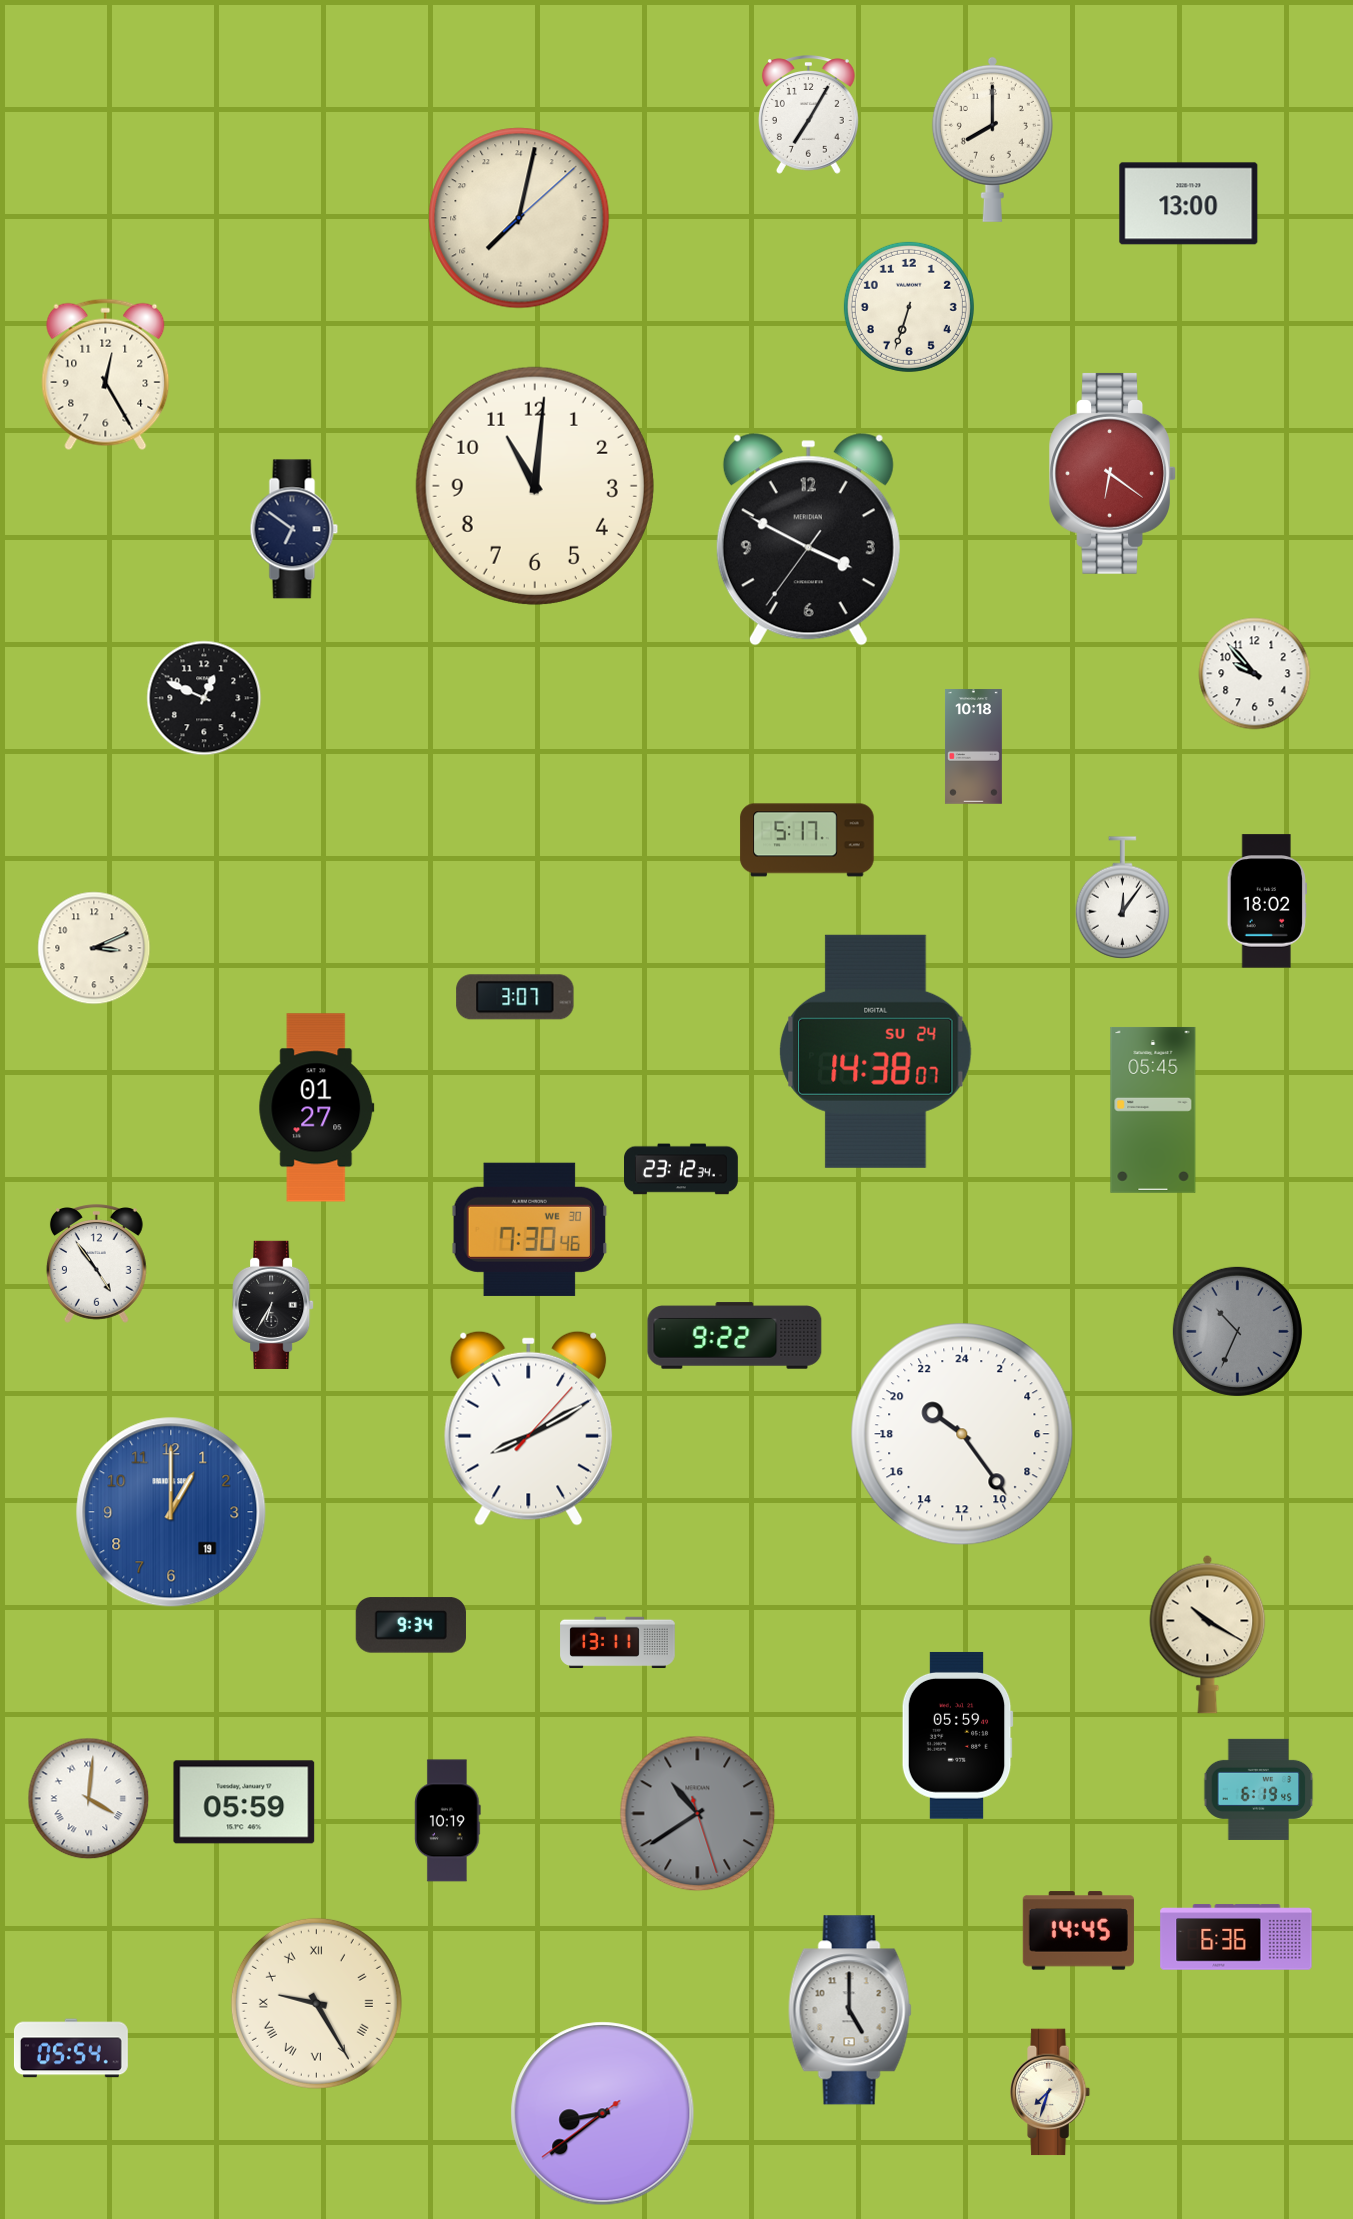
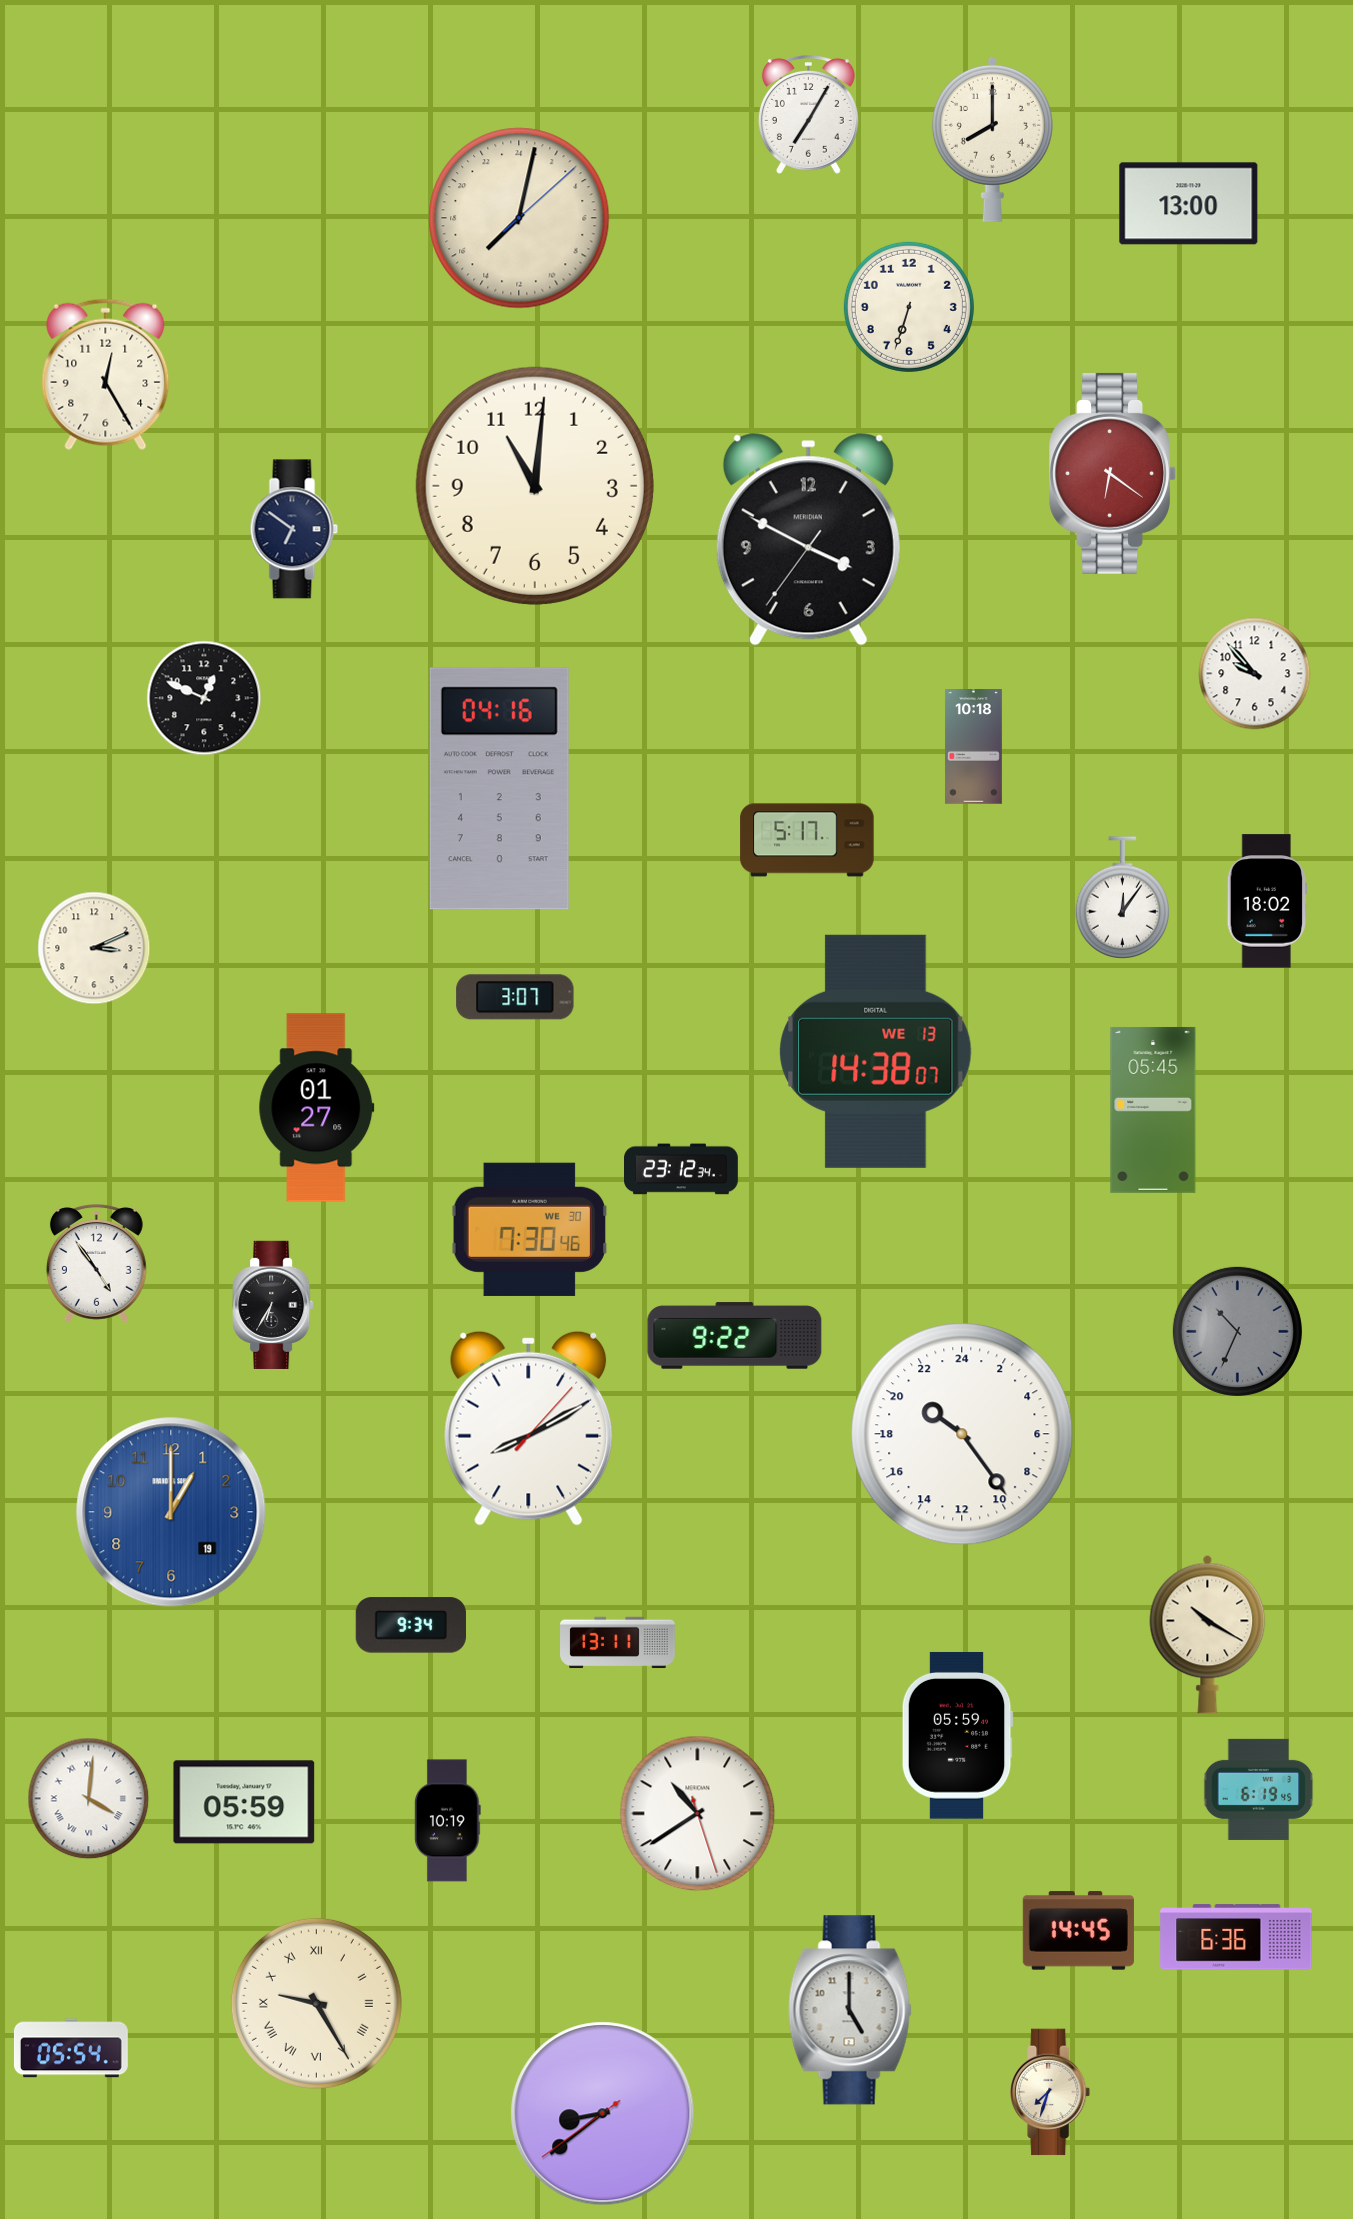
clock at (499, 789): none -> 04:16
clock at (876, 1051) date: SU 24 -> WE 13
clock at (698, 1814) dial: grey -> white
